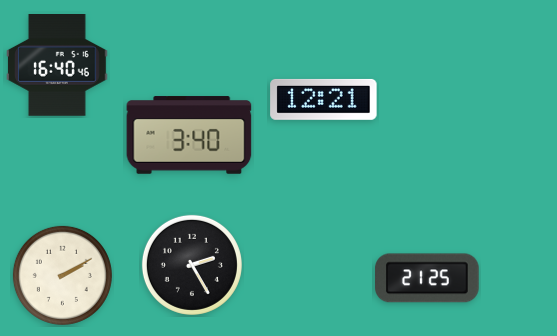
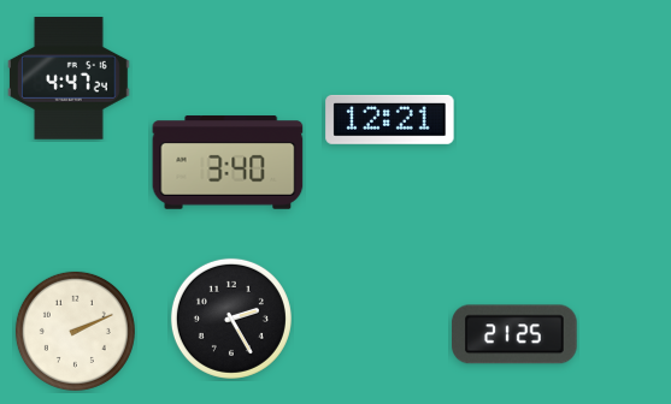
clock at (58, 66): 16:40 -> 4:47
clock at (62, 275): 2:10 -> 2:11
